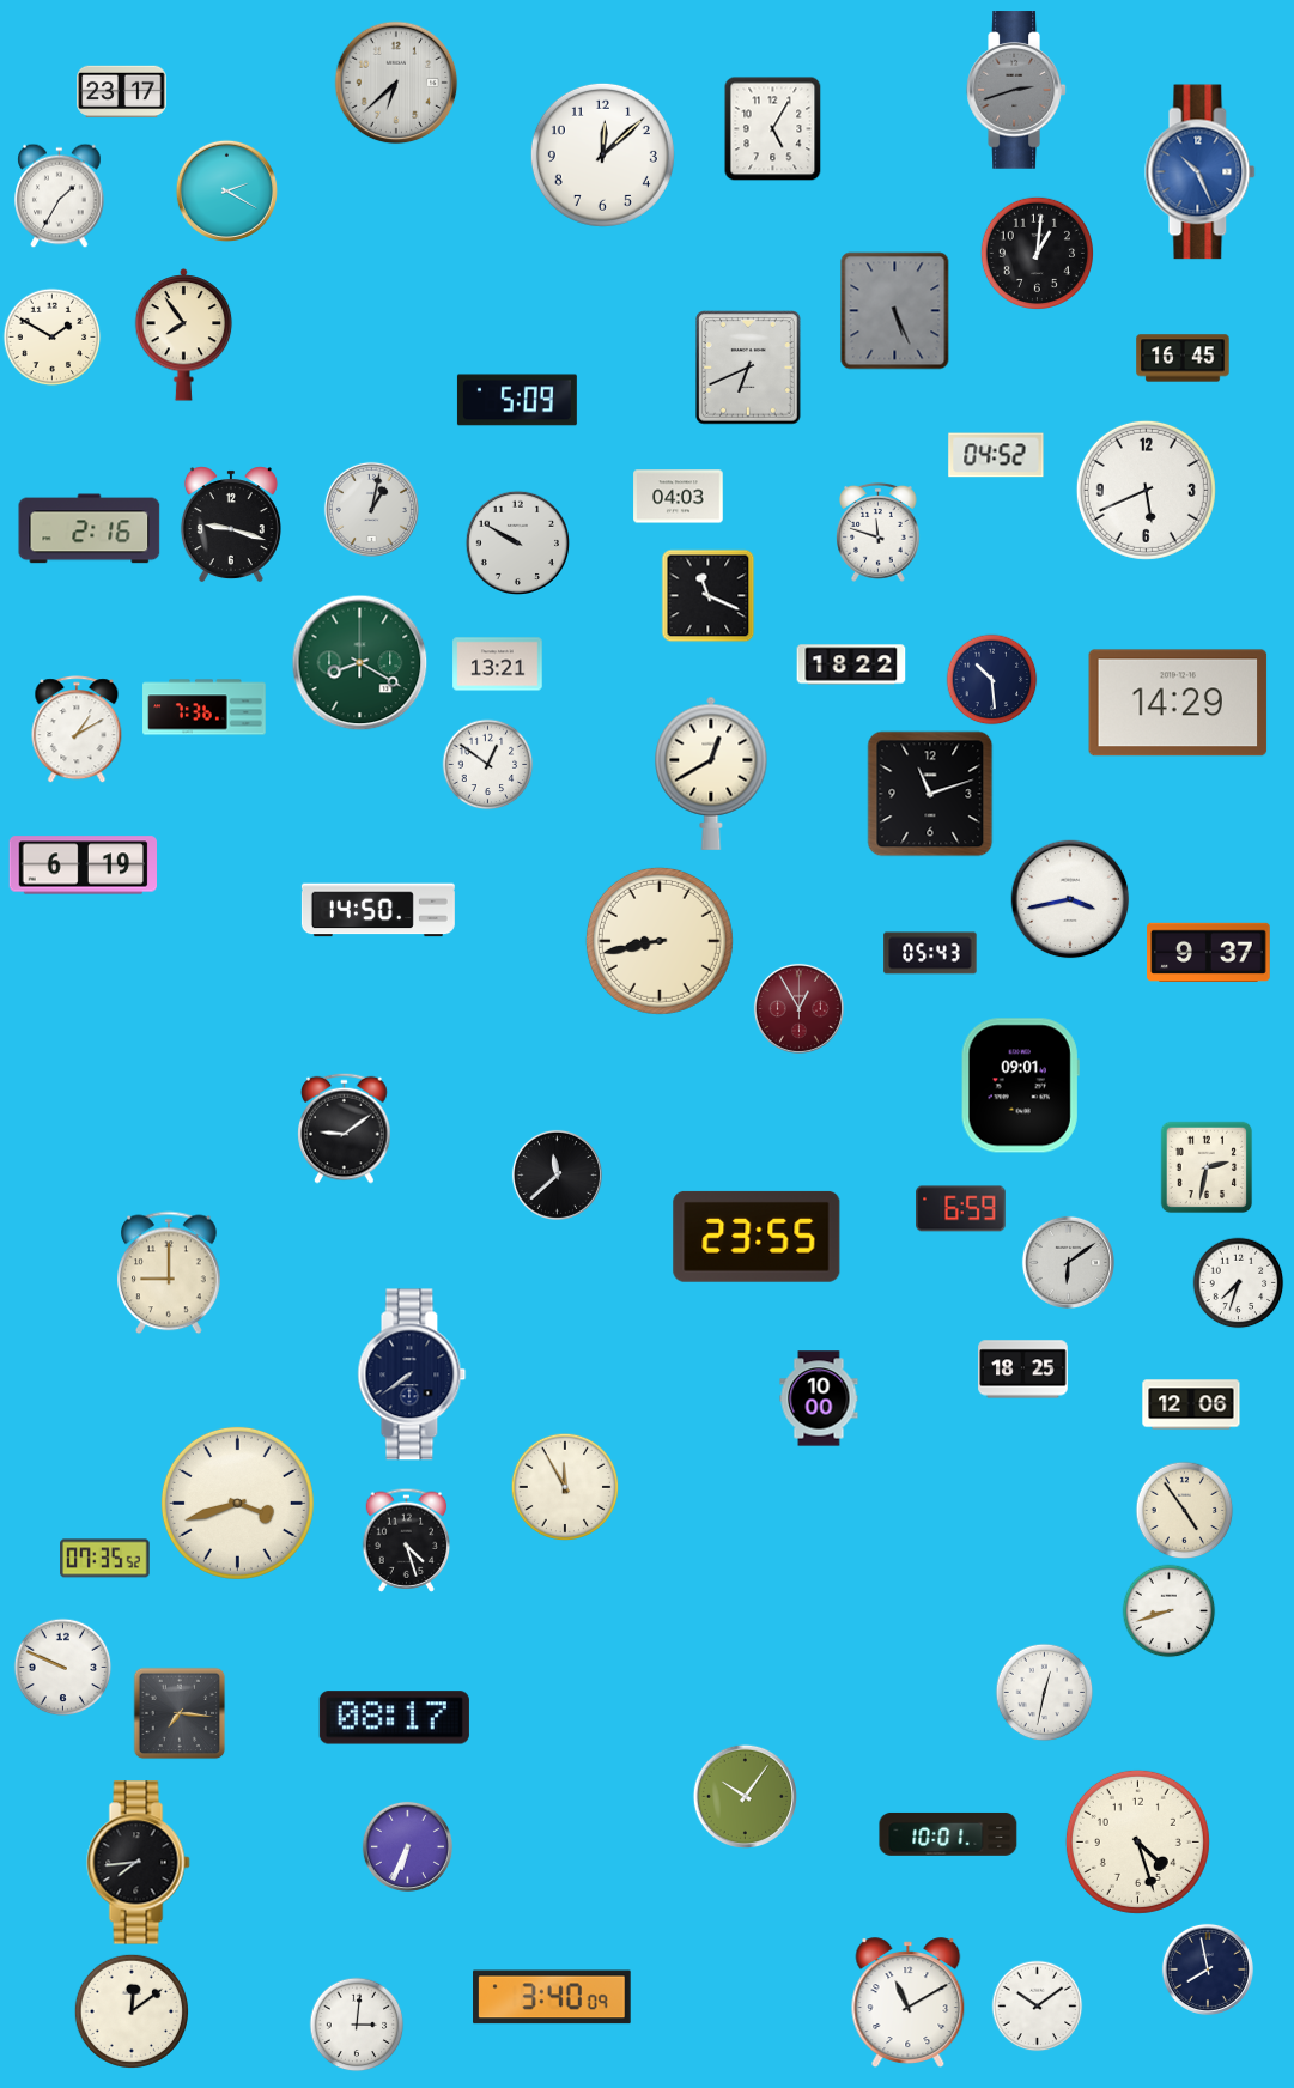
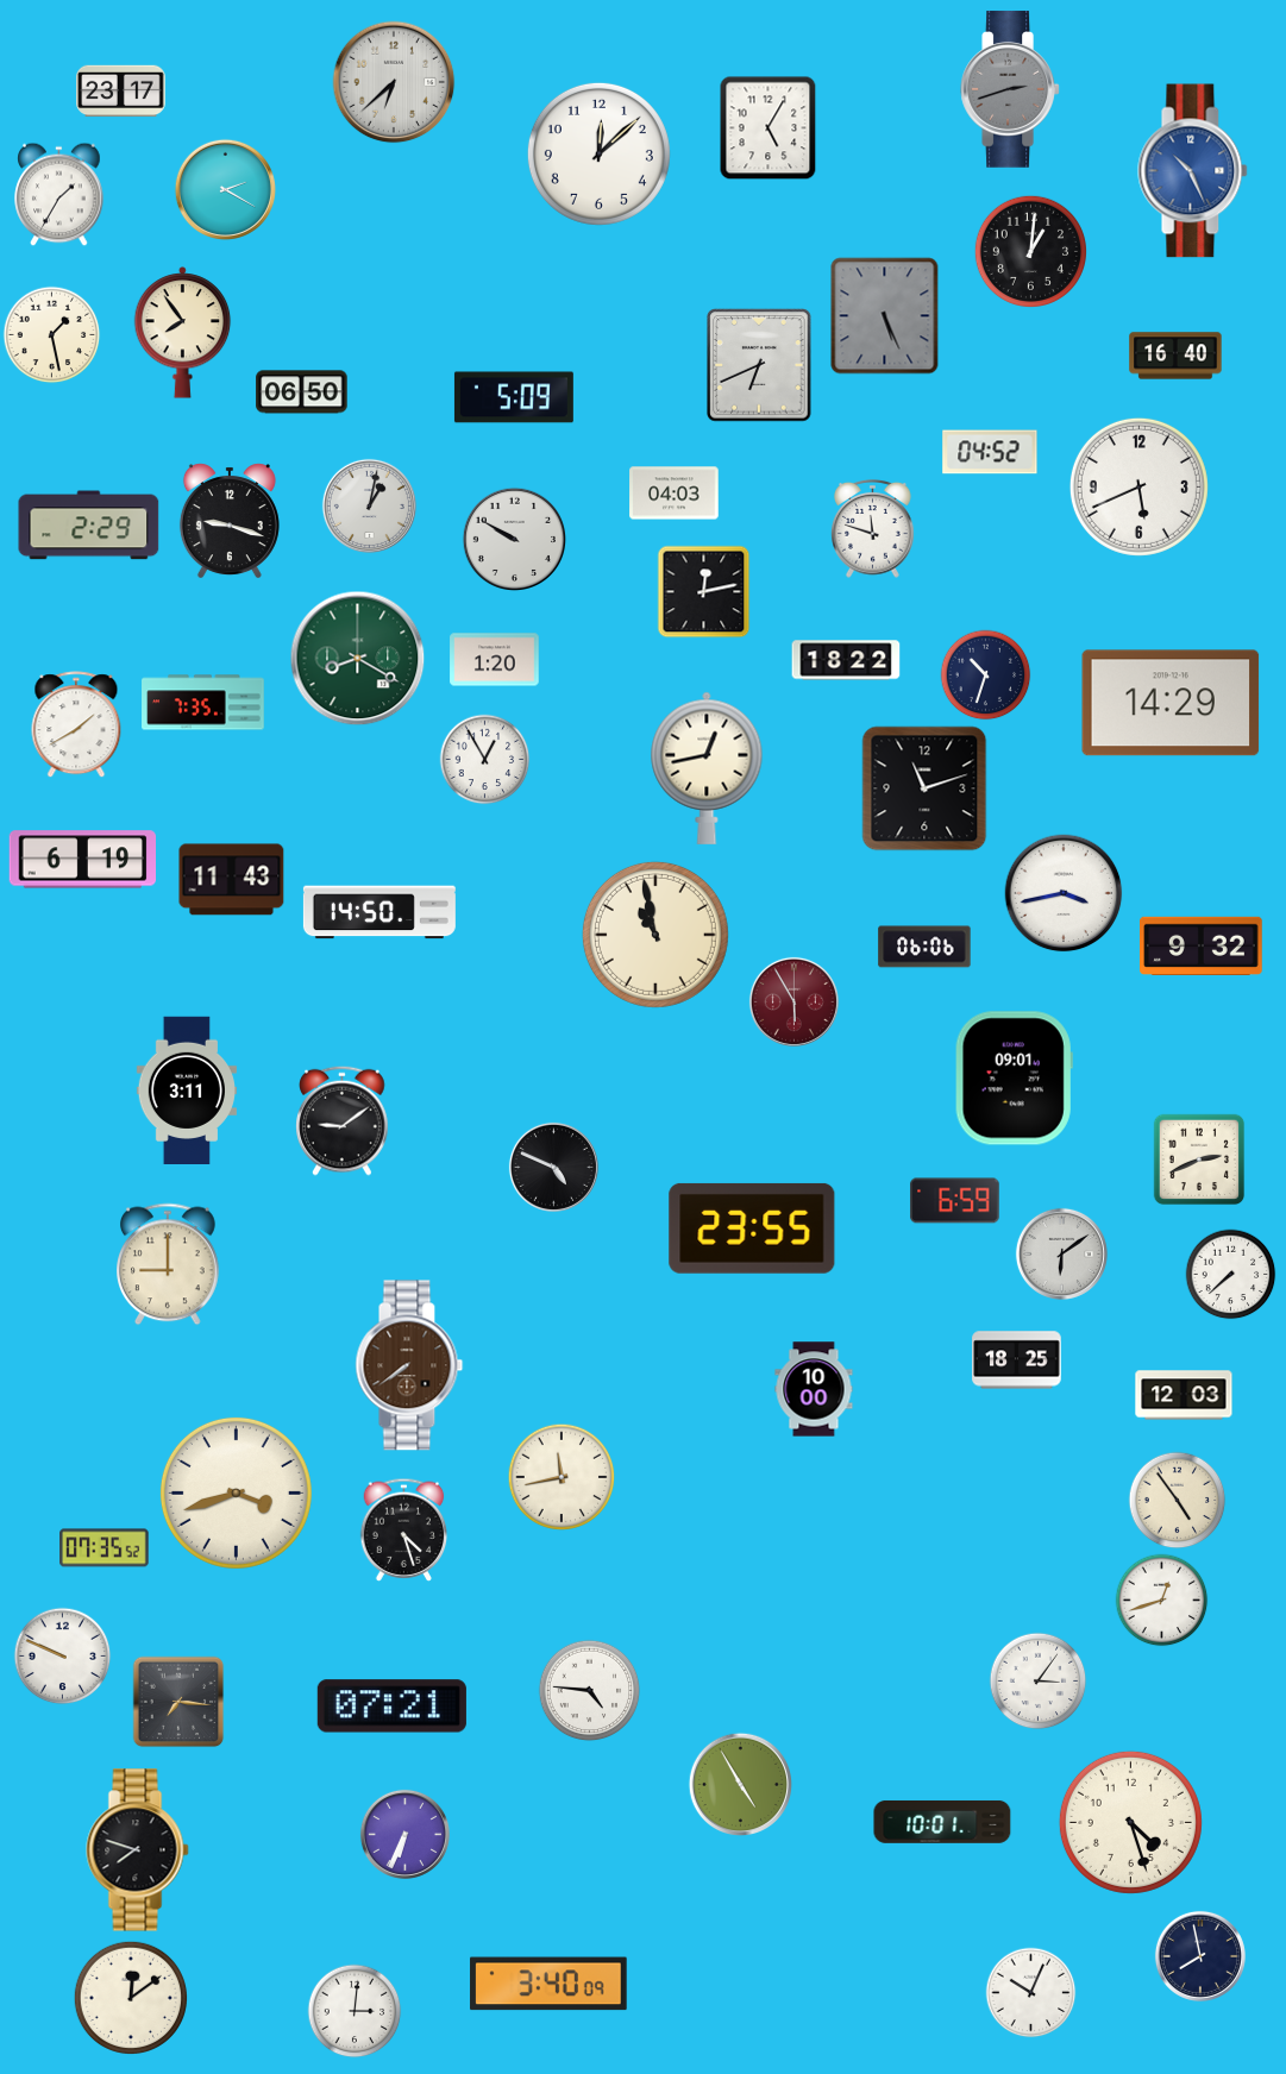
clock at (895, 311) position: (895, 311) -> (885, 316)
clock at (53, 338): 1:50 -> 1:28
clock at (1183, 358): 16:45 -> 16:40
clock at (748, 368) position: (748, 368) -> (759, 365)
clock at (302, 392): none -> 06:50
clock at (90, 529): 2:16 -> 2:29
clock at (709, 596): 11:19 -> 12:13
clock at (498, 664): 13:21 -> 1:20
clock at (992, 680): 10:29 -> 10:33
clock at (1178, 703) position: (1178, 703) -> (1171, 703)
clock at (205, 708): 7:36 -> 7:35
clock at (77, 730): 1:10 -> 1:40
clock at (488, 765): 12:51 -> 12:55
clock at (711, 773): 12:40 -> 12:43
clock at (232, 880): none -> 11:43
clock at (378, 910) position: (378, 910) -> (379, 912)
clock at (660, 941): 8:43 -> 10:58
clock at (1209, 952): 9:37 -> 9:32
clock at (930, 953): 05:43 -> 06:06
clock at (798, 1008): 12:55 -> 5:55
clock at (187, 1089): none -> 3:11
clock at (1207, 1167): 2:32 -> 2:41
clock at (557, 1174): 11:38 -> 4:49
clock at (1239, 1283): 7:33 -> 7:38
clock at (412, 1374) dial: navy -> brown
clock at (1191, 1404): 12:06 -> 12:03
clock at (565, 1487): 11:55 -> 11:43
clock at (1170, 1611): 8:42 -> 12:42
clock at (1045, 1693): 12:32 -> 3:06
clock at (590, 1691): none -> 4:46
clock at (394, 1718): 08:17 -> 07:21
clock at (745, 1796): 10:06 -> 4:55
clock at (1137, 1841) position: (1137, 1841) -> (1130, 1822)
clock at (139, 1863): 7:44 -> 7:48
clock at (909, 2002): 11:10 -> none
clock at (1038, 2007): 10:09 -> 10:04
